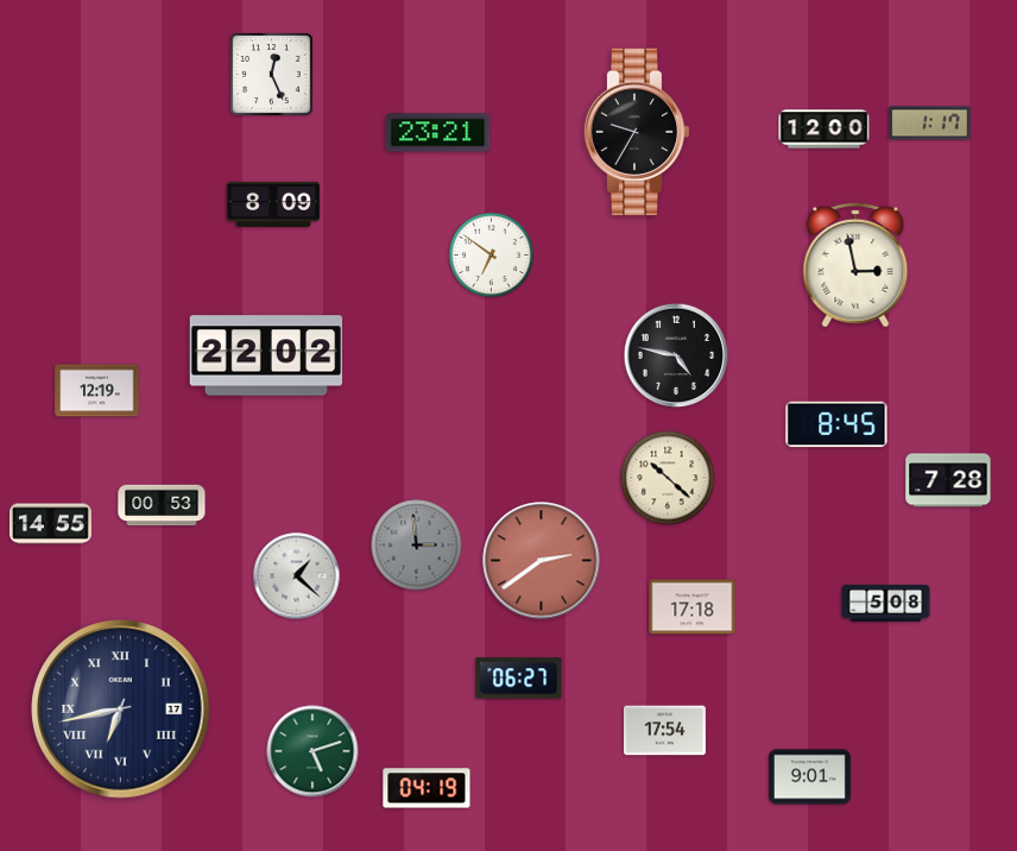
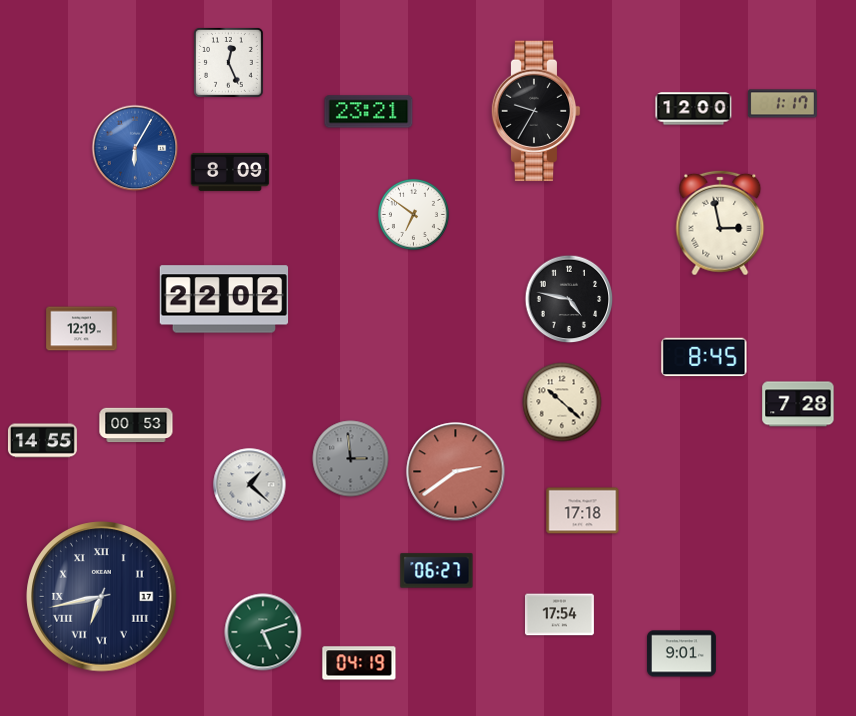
clock at (135, 148): none -> 6:05
clock at (886, 603): 5:08 -> none
